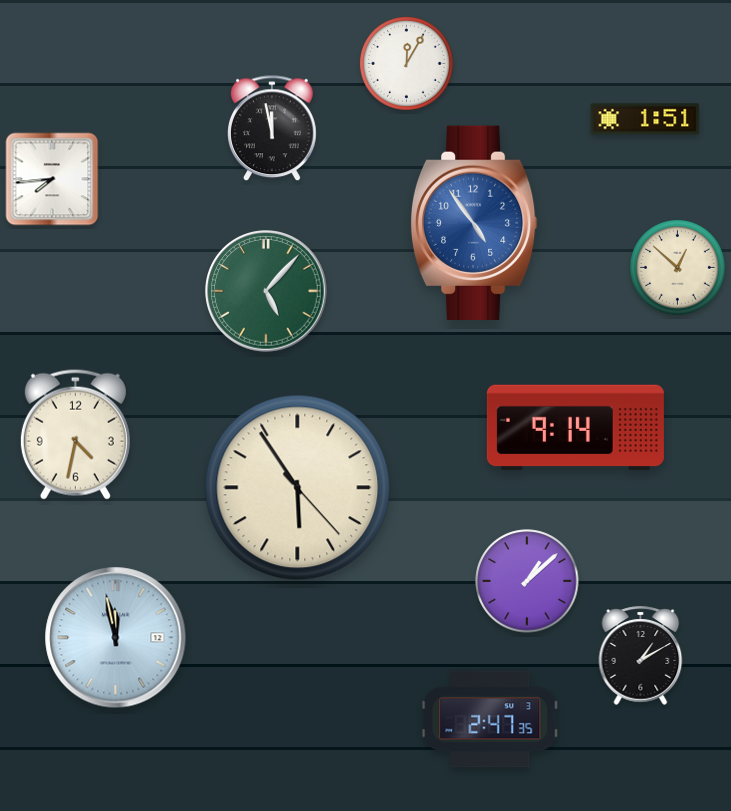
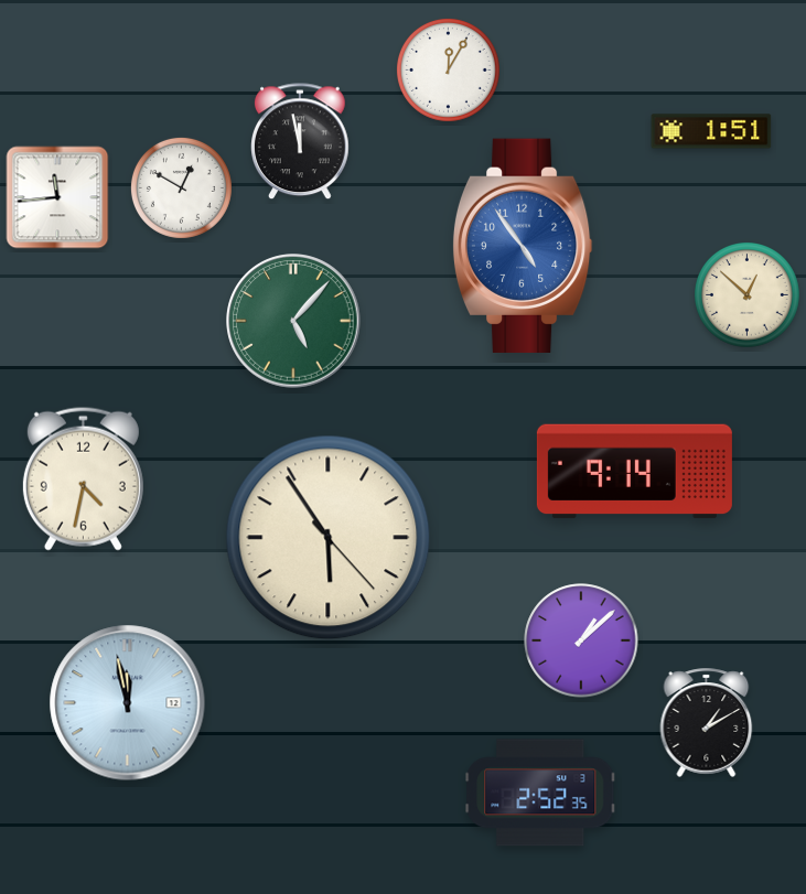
clock at (181, 187): none -> 12:50
clock at (52, 179): 7:44 -> 11:44
clock at (490, 719): 2:47 -> 2:52
